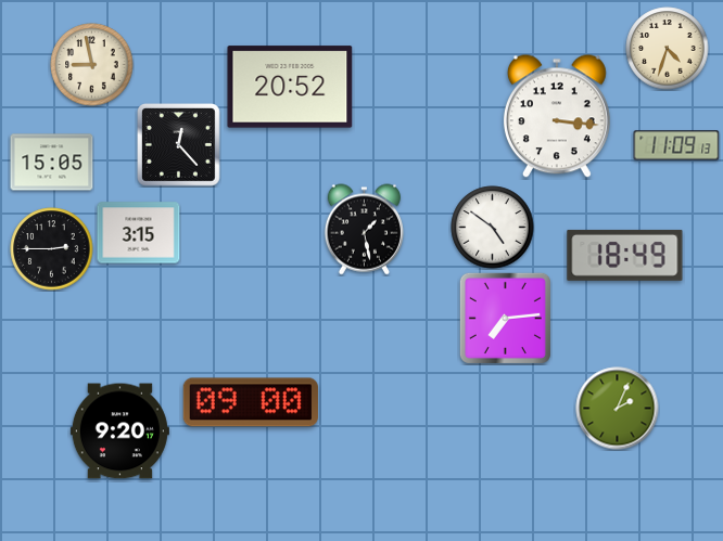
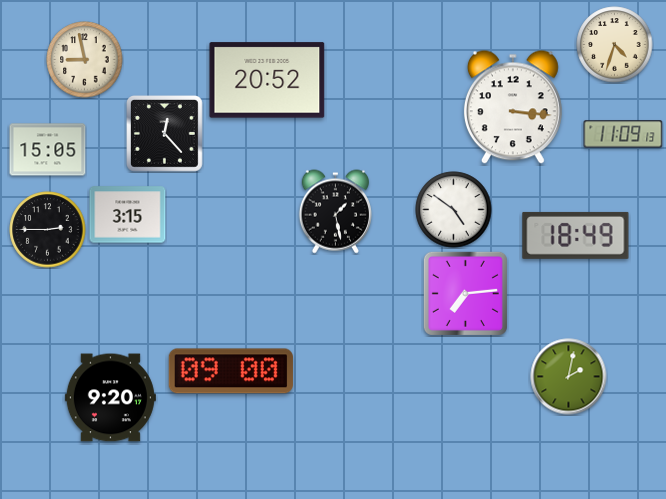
clock at (618, 409): 2:04 -> 2:02
